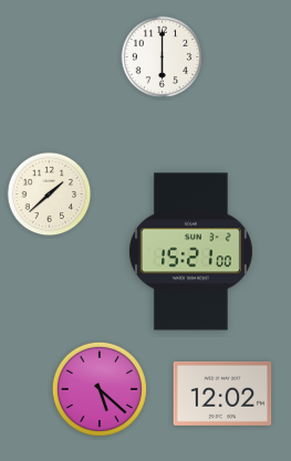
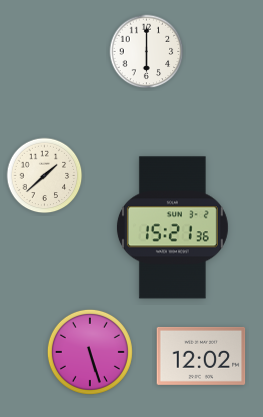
clock at (190, 252): 15:21:00 -> 15:21:36
clock at (100, 389): 5:22 -> 5:27
